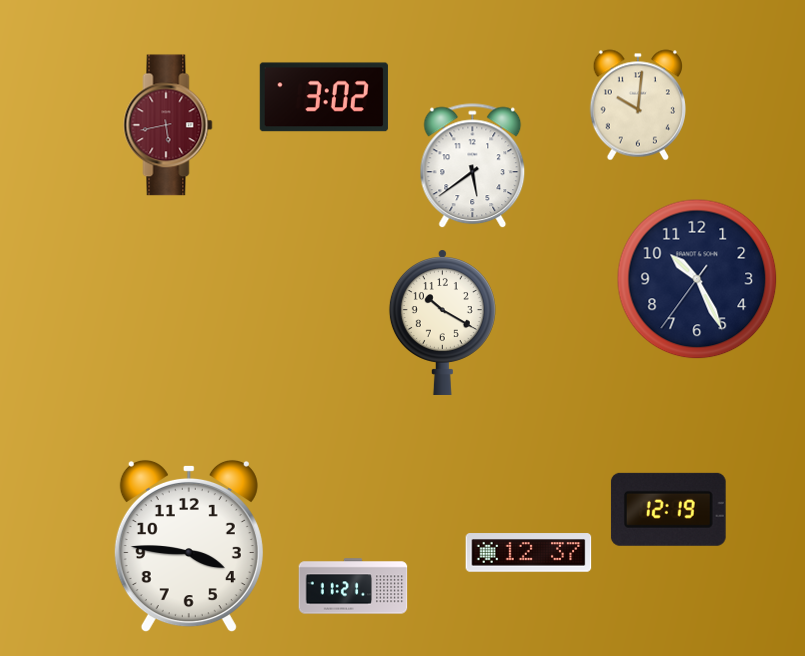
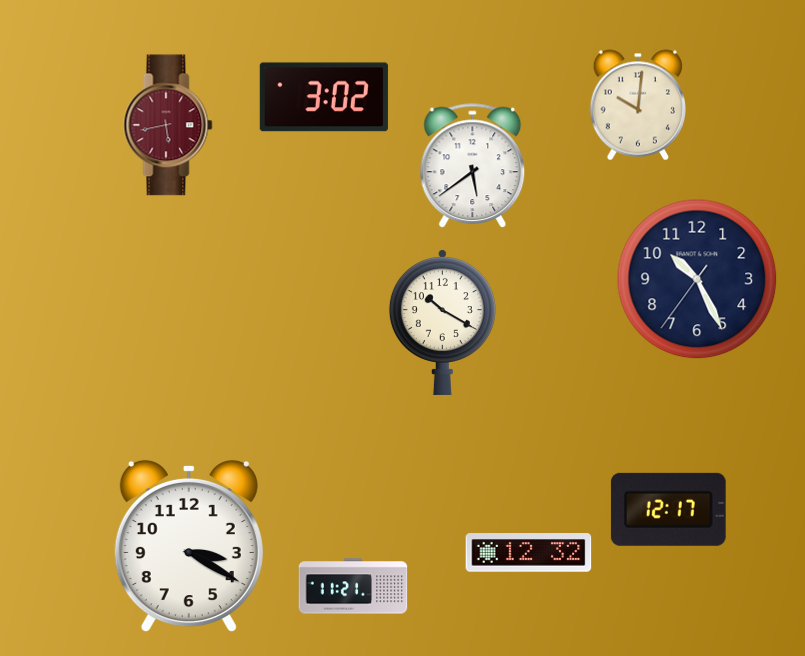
clock at (668, 509): 12:19 -> 12:17
clock at (189, 546): 3:46 -> 3:20
clock at (529, 553): 12:37 -> 12:32
